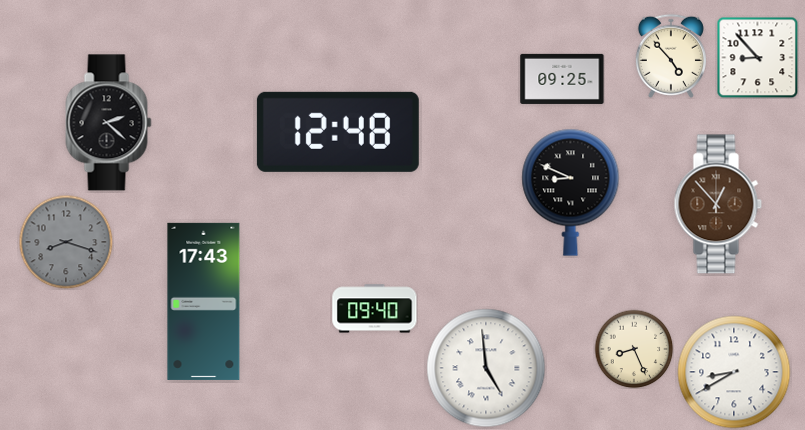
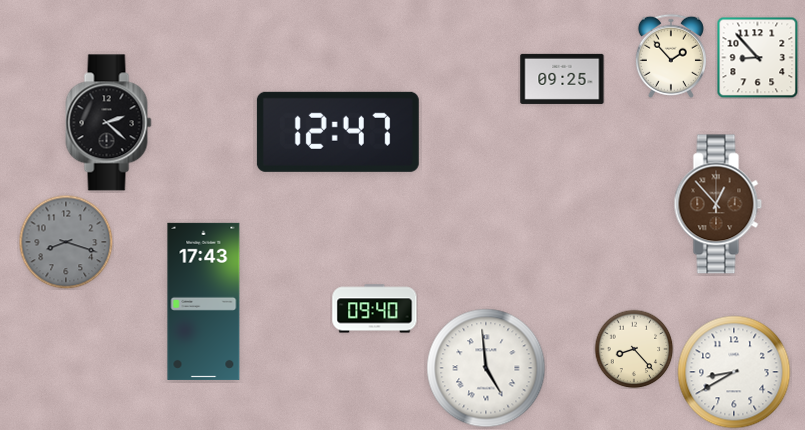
clock at (671, 56): 4:53 -> 1:53
clock at (338, 132): 12:48 -> 12:47
clock at (571, 192): 8:49 -> none
clock at (634, 349): 8:26 -> 8:23
